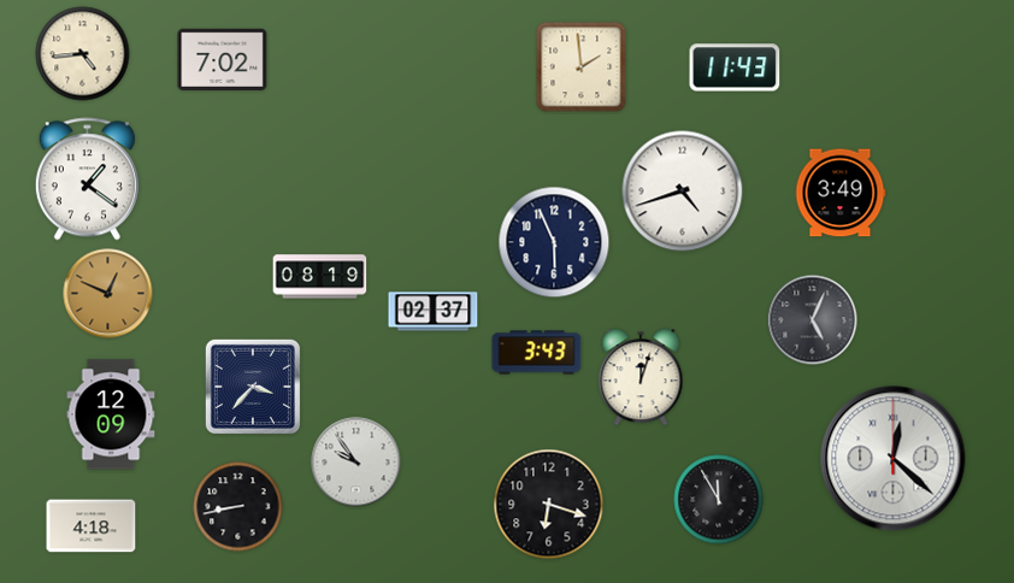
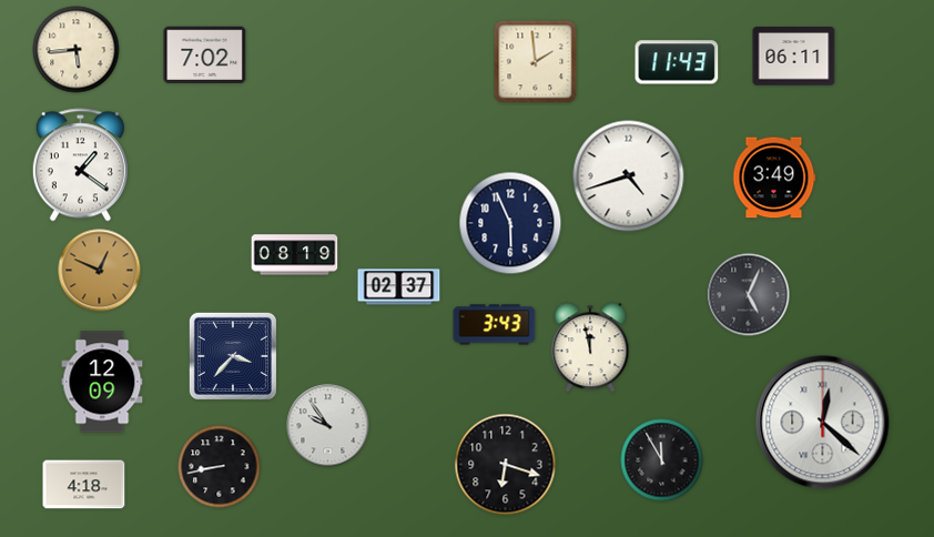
clock at (83, 54): 4:44 -> 5:44
clock at (794, 57): none -> 06:11
clock at (641, 377): 12:03 -> 11:58
